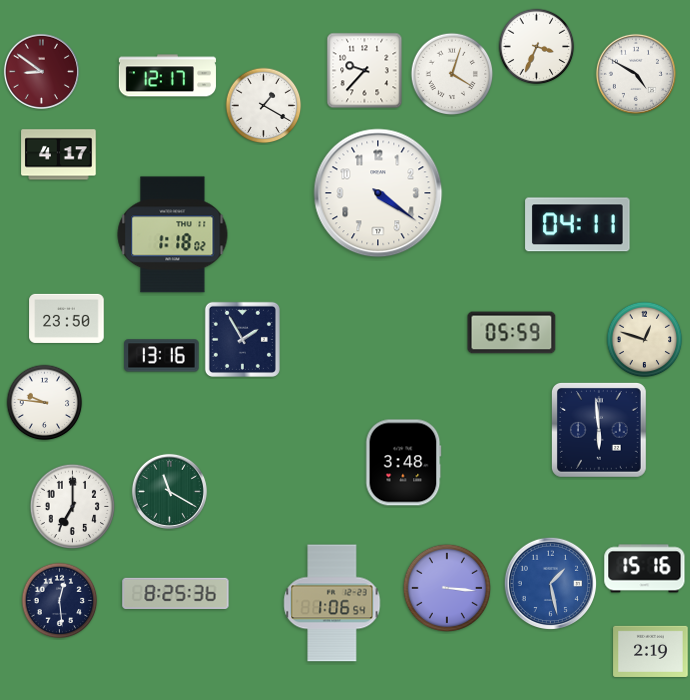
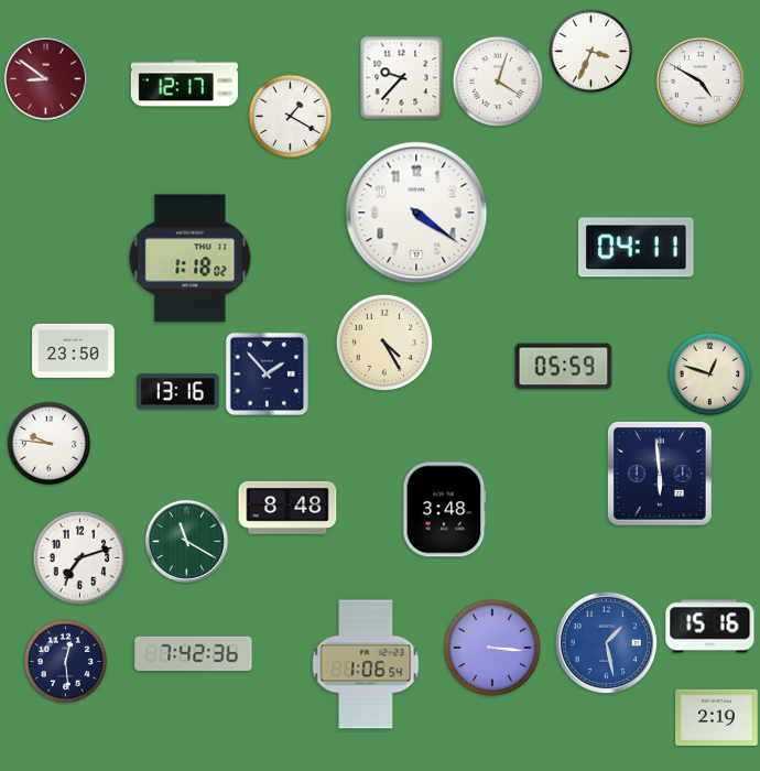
clock at (59, 155): 4:17 -> none
clock at (384, 343): none -> 4:25
clock at (242, 339): 1:55 -> 1:53
clock at (287, 508): none -> 8:48
clock at (73, 507): 7:00 -> 7:12
clock at (176, 593): 8:25 -> 7:42
